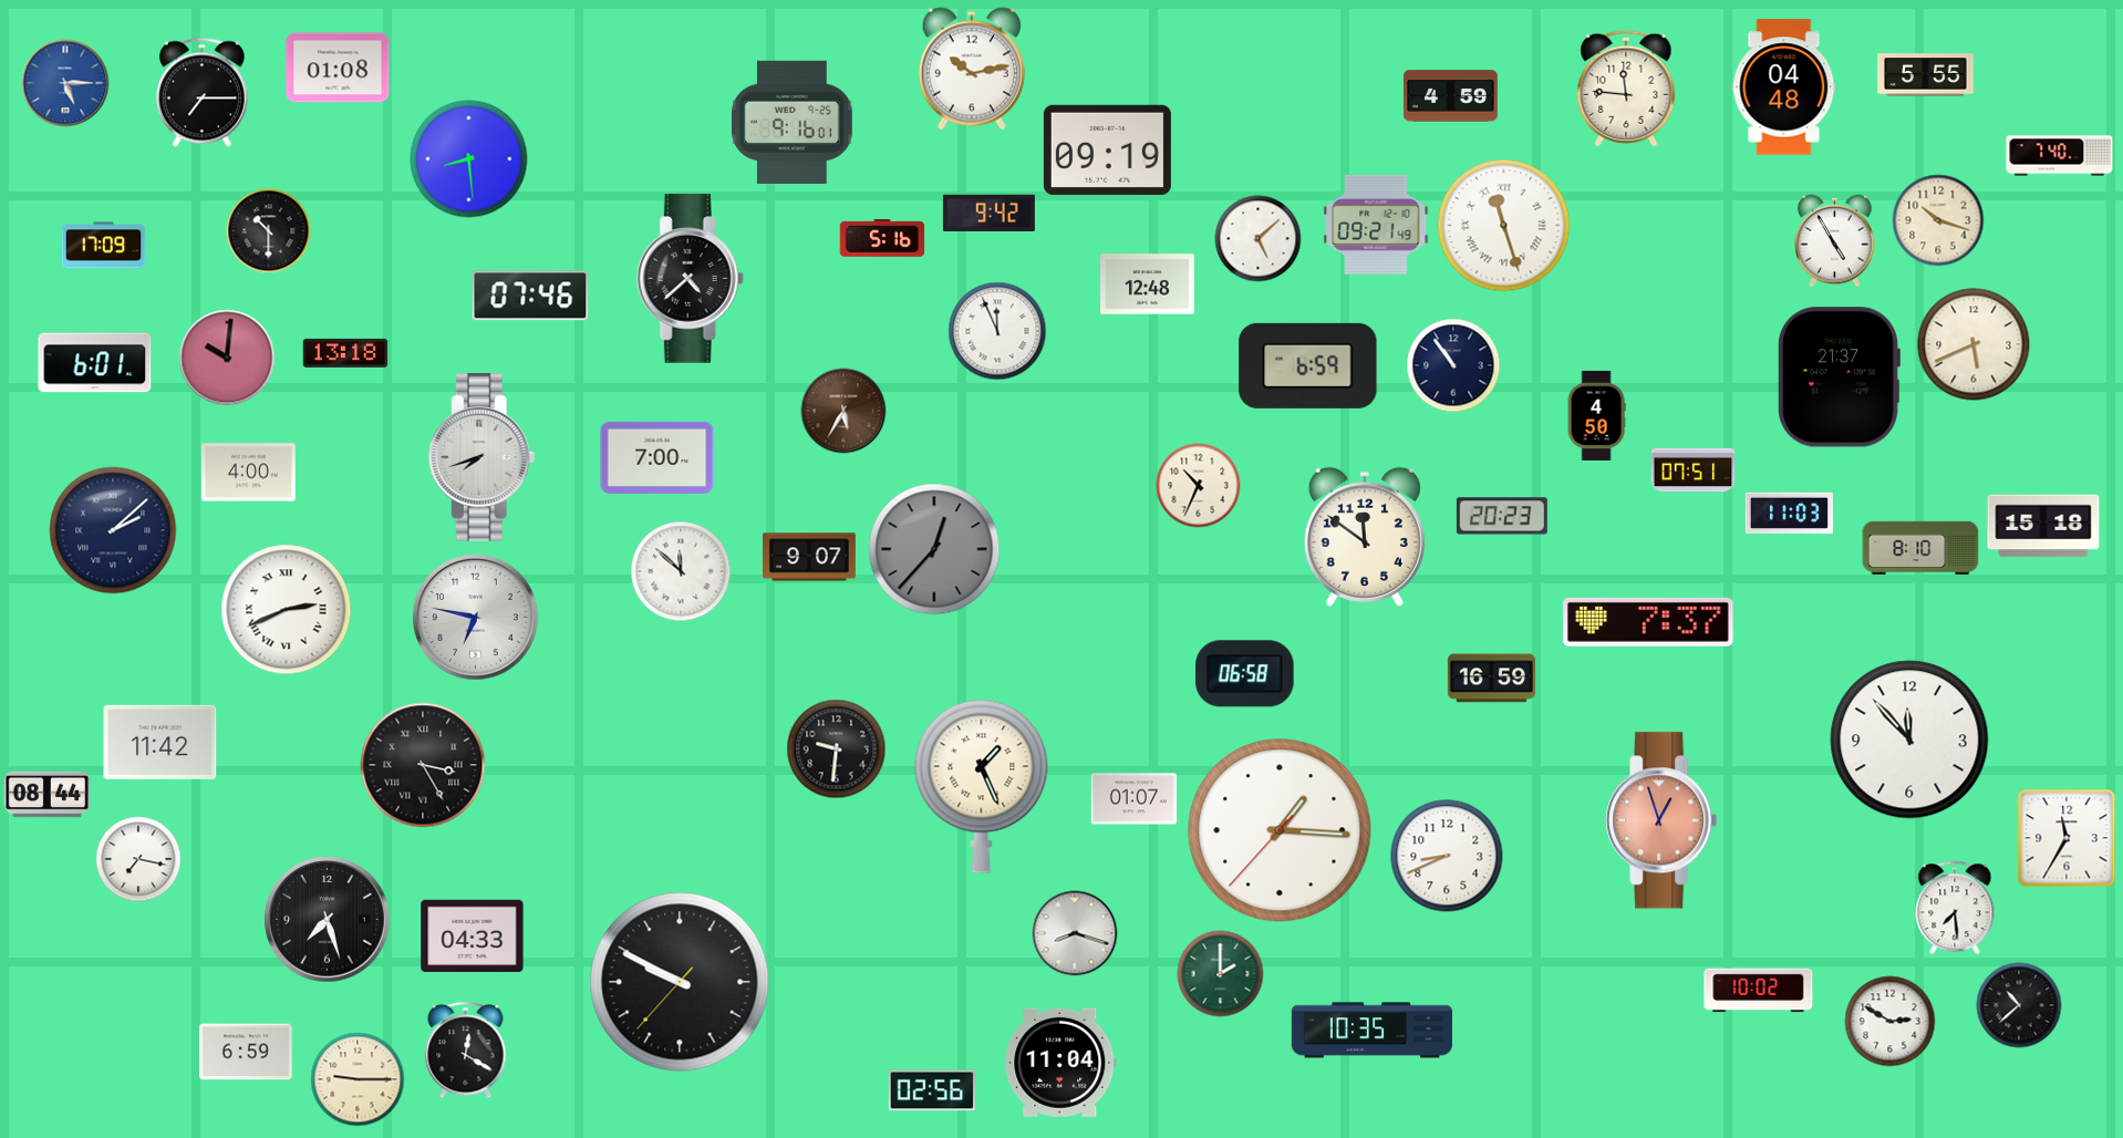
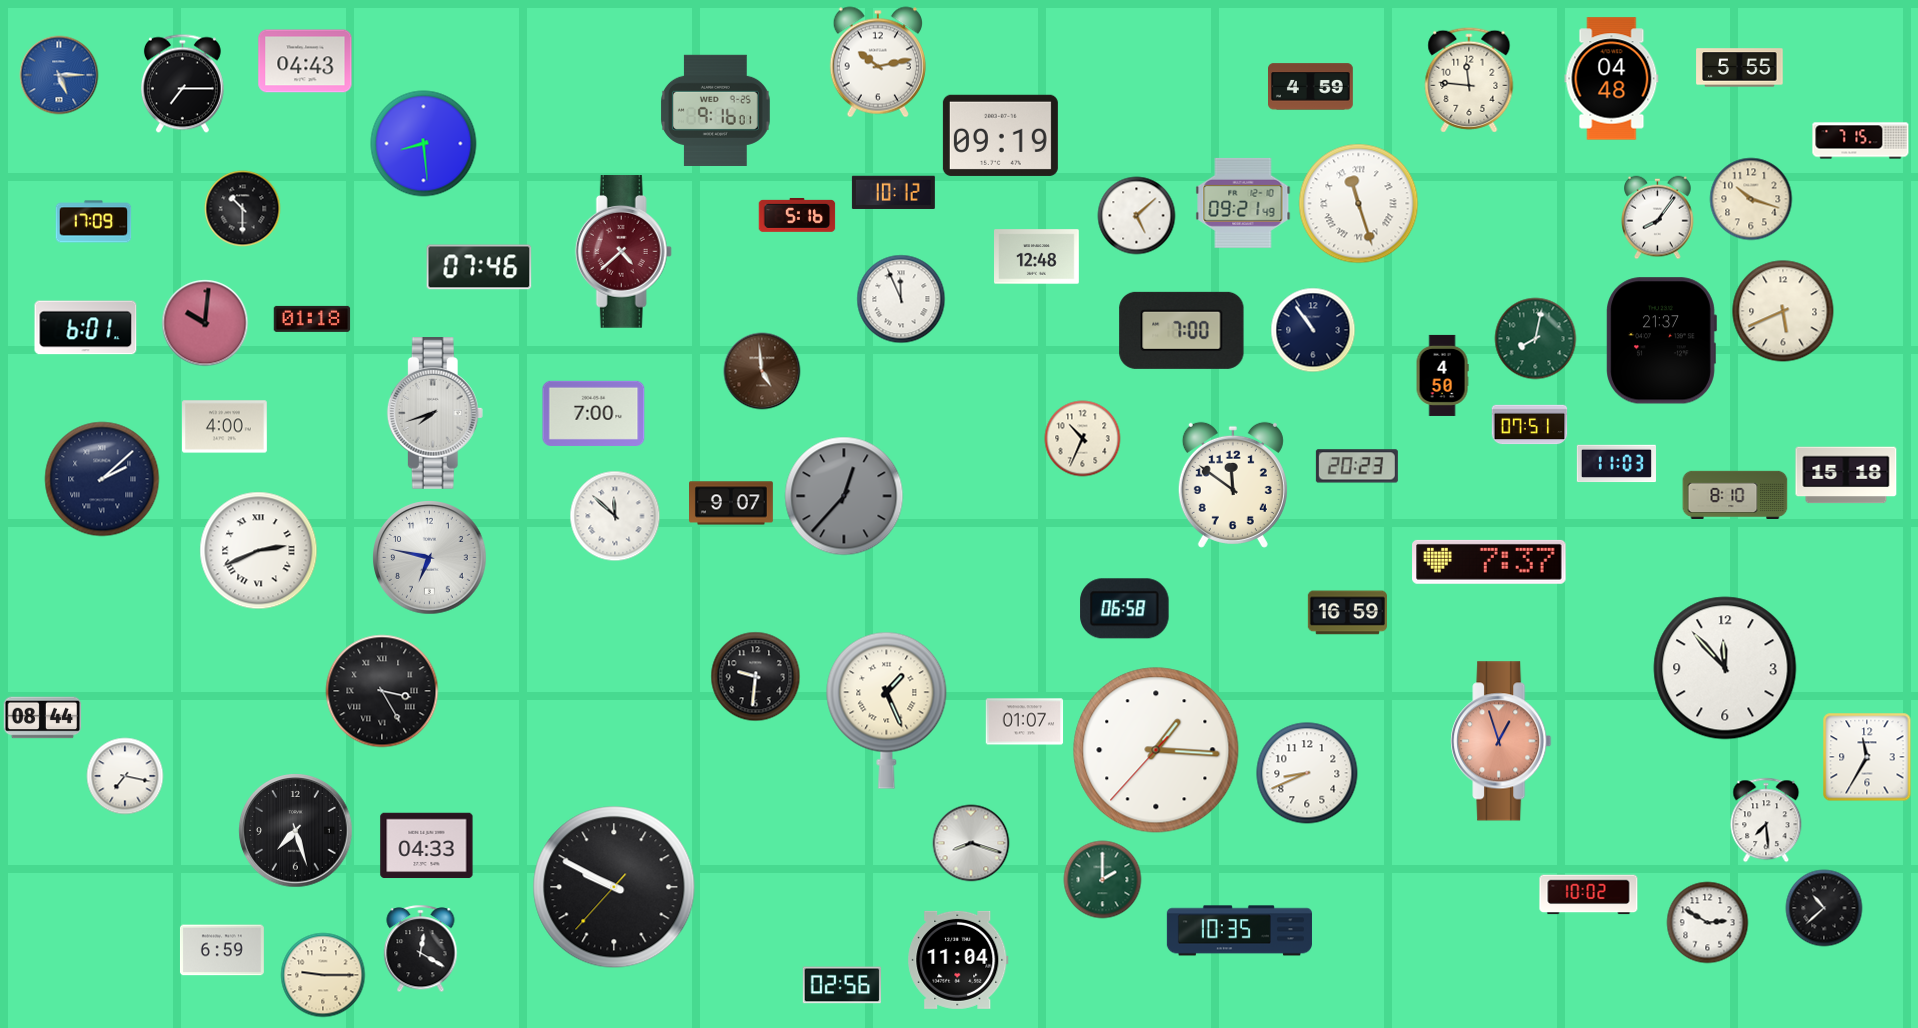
clock at (338, 68): 01:08 -> 04:43
clock at (2060, 156): 7:40 -> 7:15
clock at (988, 213): 9:42 -> 10:12
clock at (1835, 241): 4:55 -> 8:06
clock at (690, 279) dial: black -> burgundy
clock at (345, 353): 13:18 -> 01:18
clock at (1308, 365): 6:59 -> 7:00
clock at (1536, 339): none -> 8:02
clock at (843, 411): 5:35 -> 4:59
clock at (160, 742): 11:42 -> none
